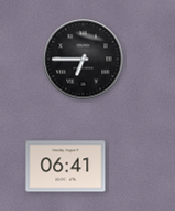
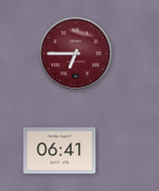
clock at (84, 60) dial: black -> burgundy
